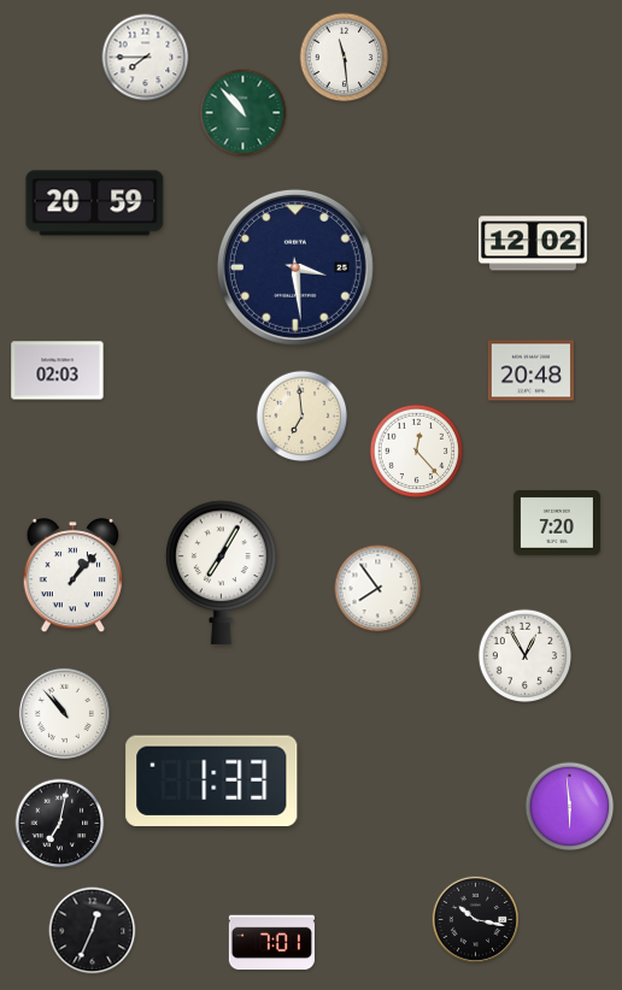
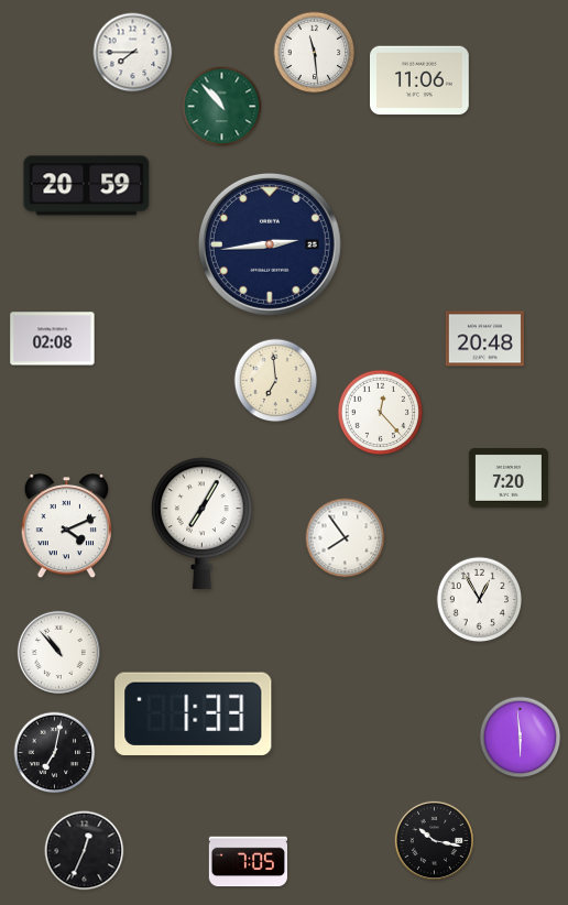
clock at (420, 80): none -> 11:06
clock at (243, 113) position: (243, 113) -> (222, 107)
clock at (534, 243): 12:02 -> none
clock at (295, 267): 3:29 -> 2:44
clock at (58, 371): 02:03 -> 02:08
clock at (74, 577): 1:07 -> 4:11
clock at (271, 943): 7:01 -> 7:05
